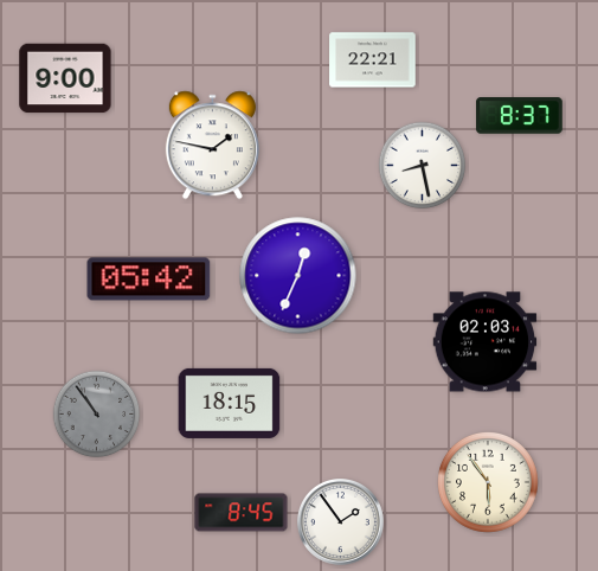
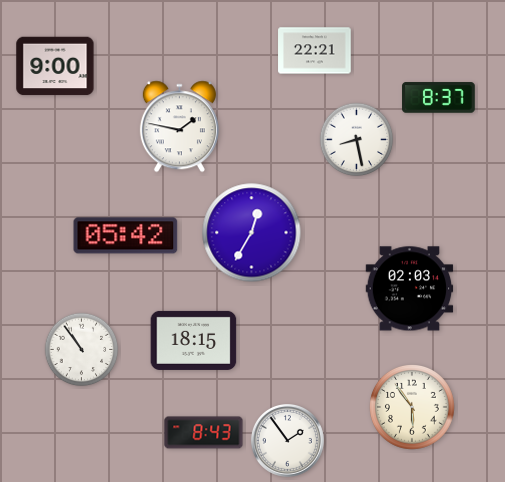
clock at (212, 146) position: (212, 146) -> (179, 127)
clock at (298, 276): 12:34 -> 12:35
clock at (97, 415) dial: grey -> white
clock at (242, 513): 8:45 -> 8:43
